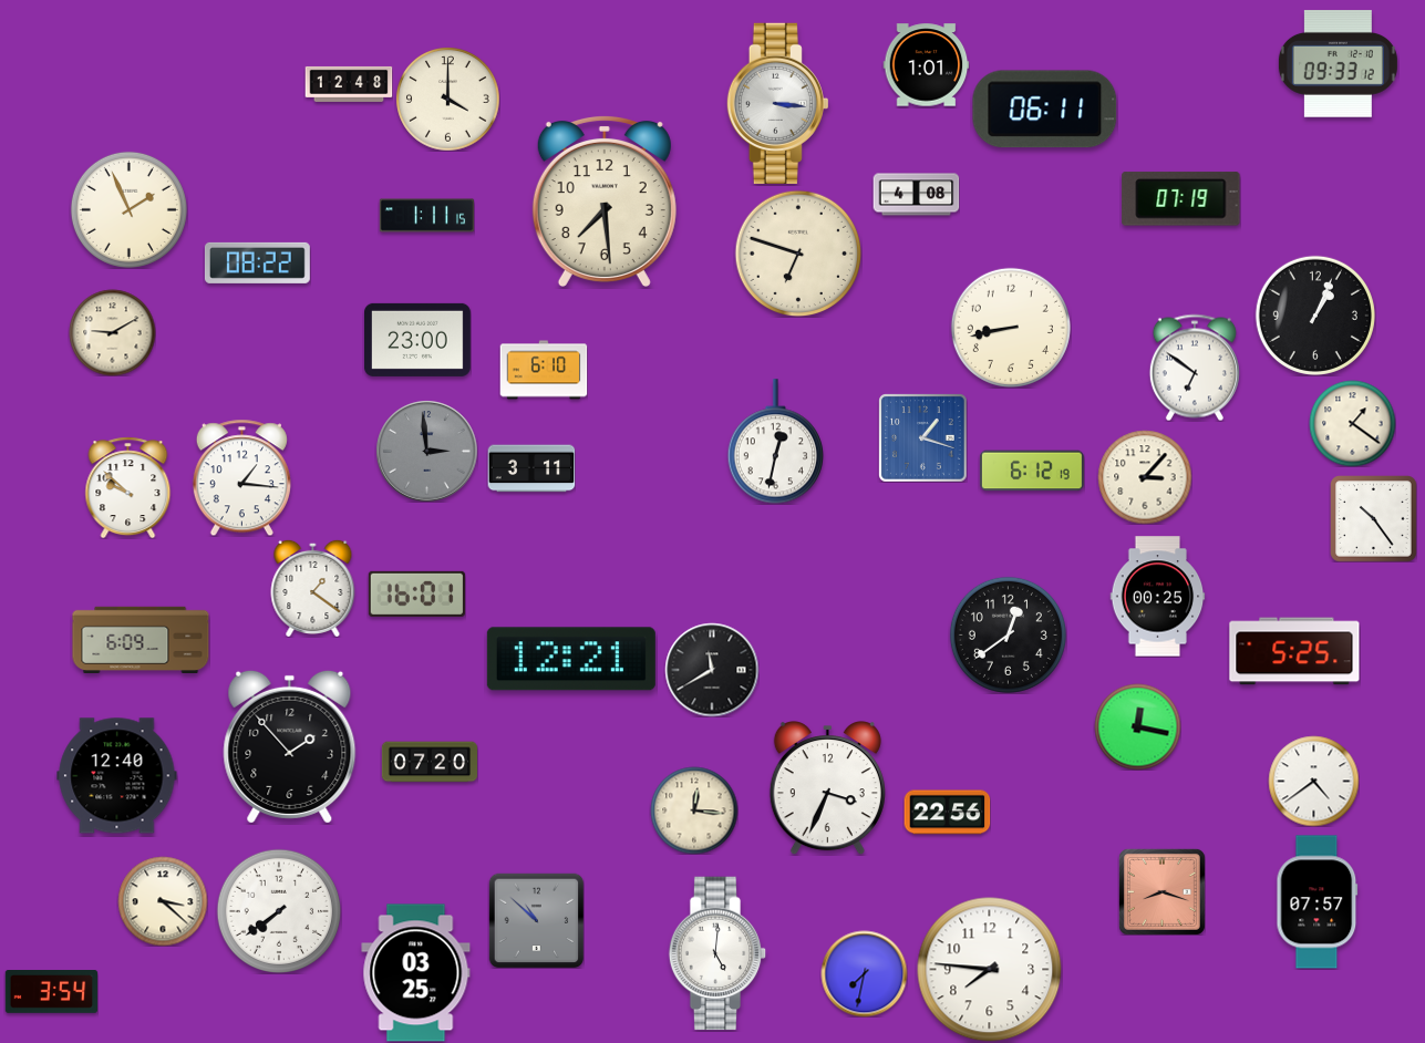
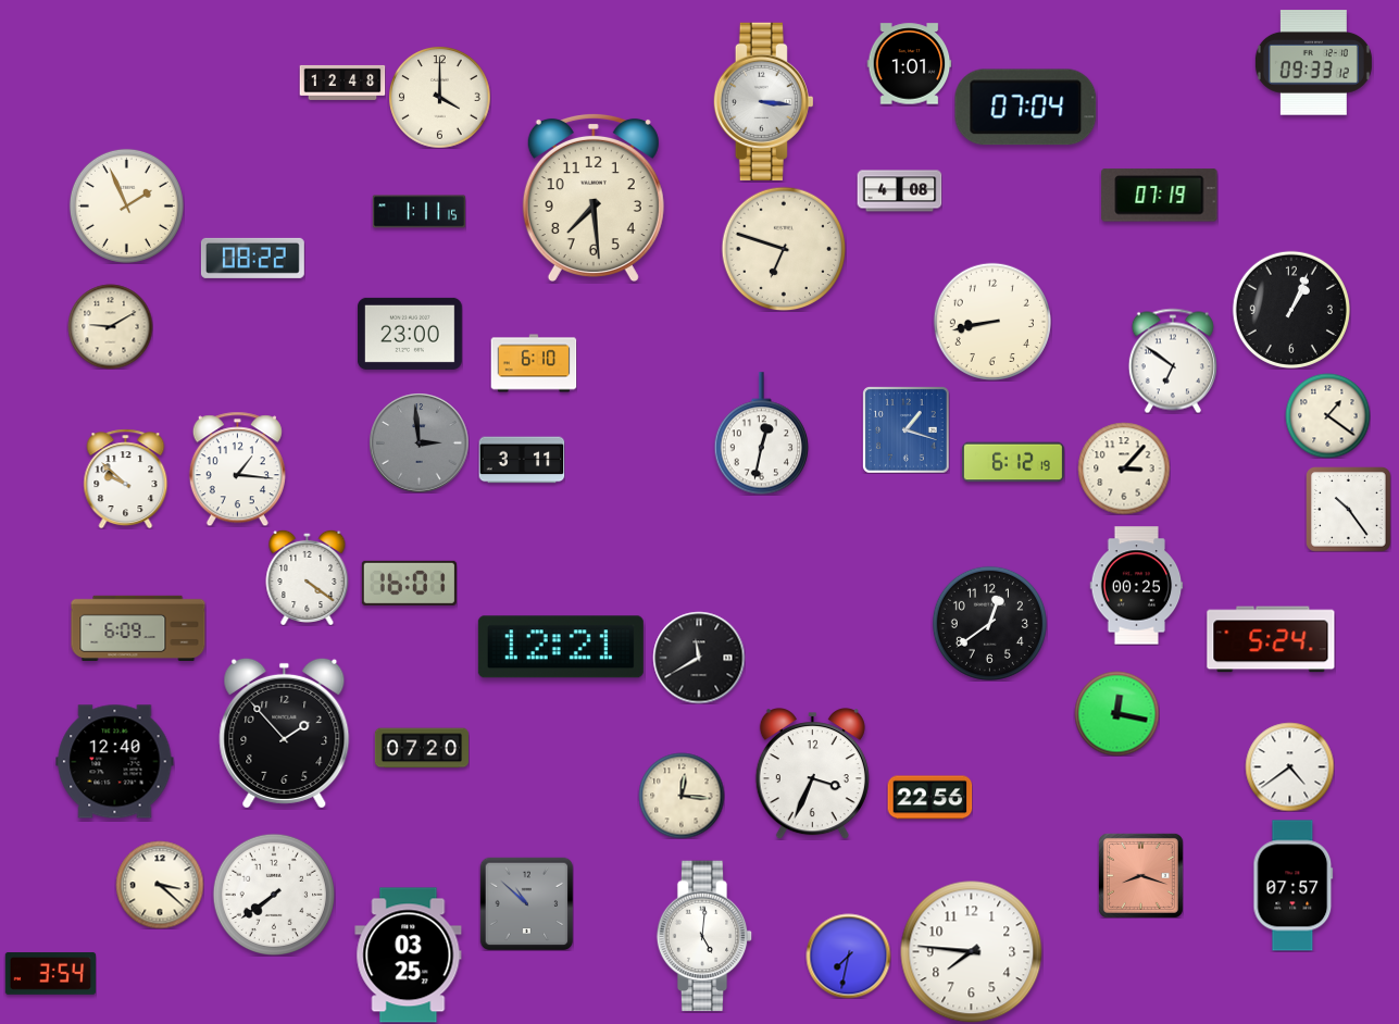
clock at (1045, 110): 06:11 -> 07:04
clock at (313, 588): 1:21 -> 4:21
clock at (1294, 651): 5:25 -> 5:24
